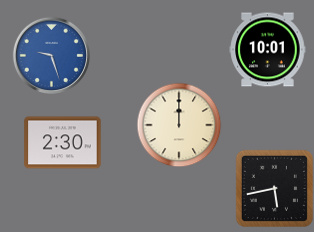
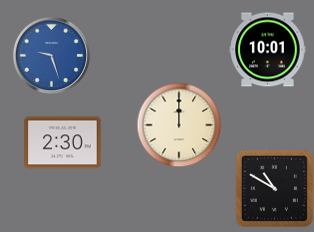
clock at (274, 188): 5:43 -> 10:50
